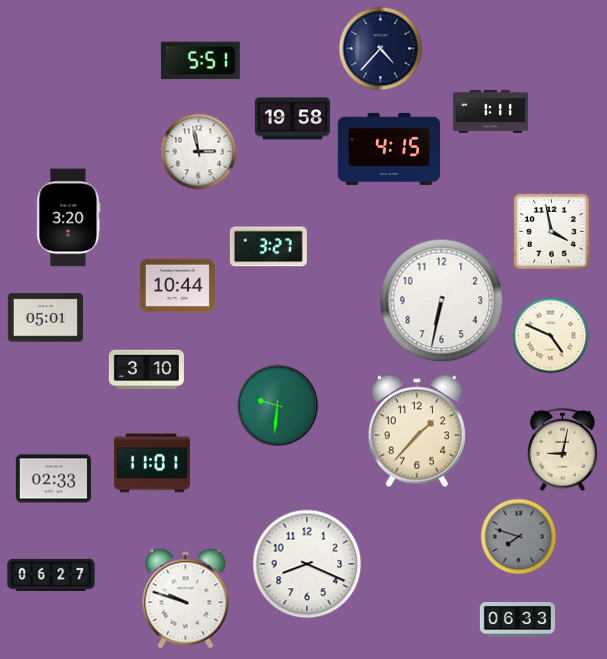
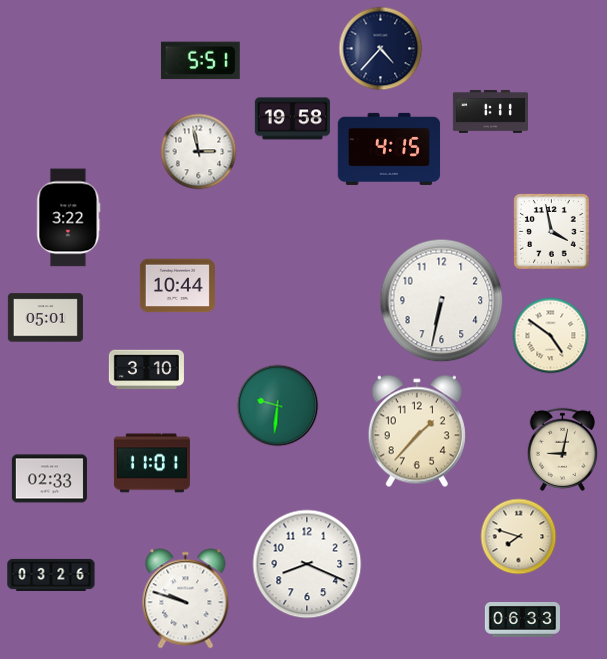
clock at (69, 218): 3:20 -> 3:22
clock at (268, 247): 3:27 -> none
clock at (551, 336): 4:49 -> 4:51
clock at (53, 479) position: (53, 479) -> (49, 479)
clock at (519, 537) dial: grey -> cream
clock at (51, 575): 06:27 -> 03:26
clock at (517, 620) position: (517, 620) -> (522, 620)
